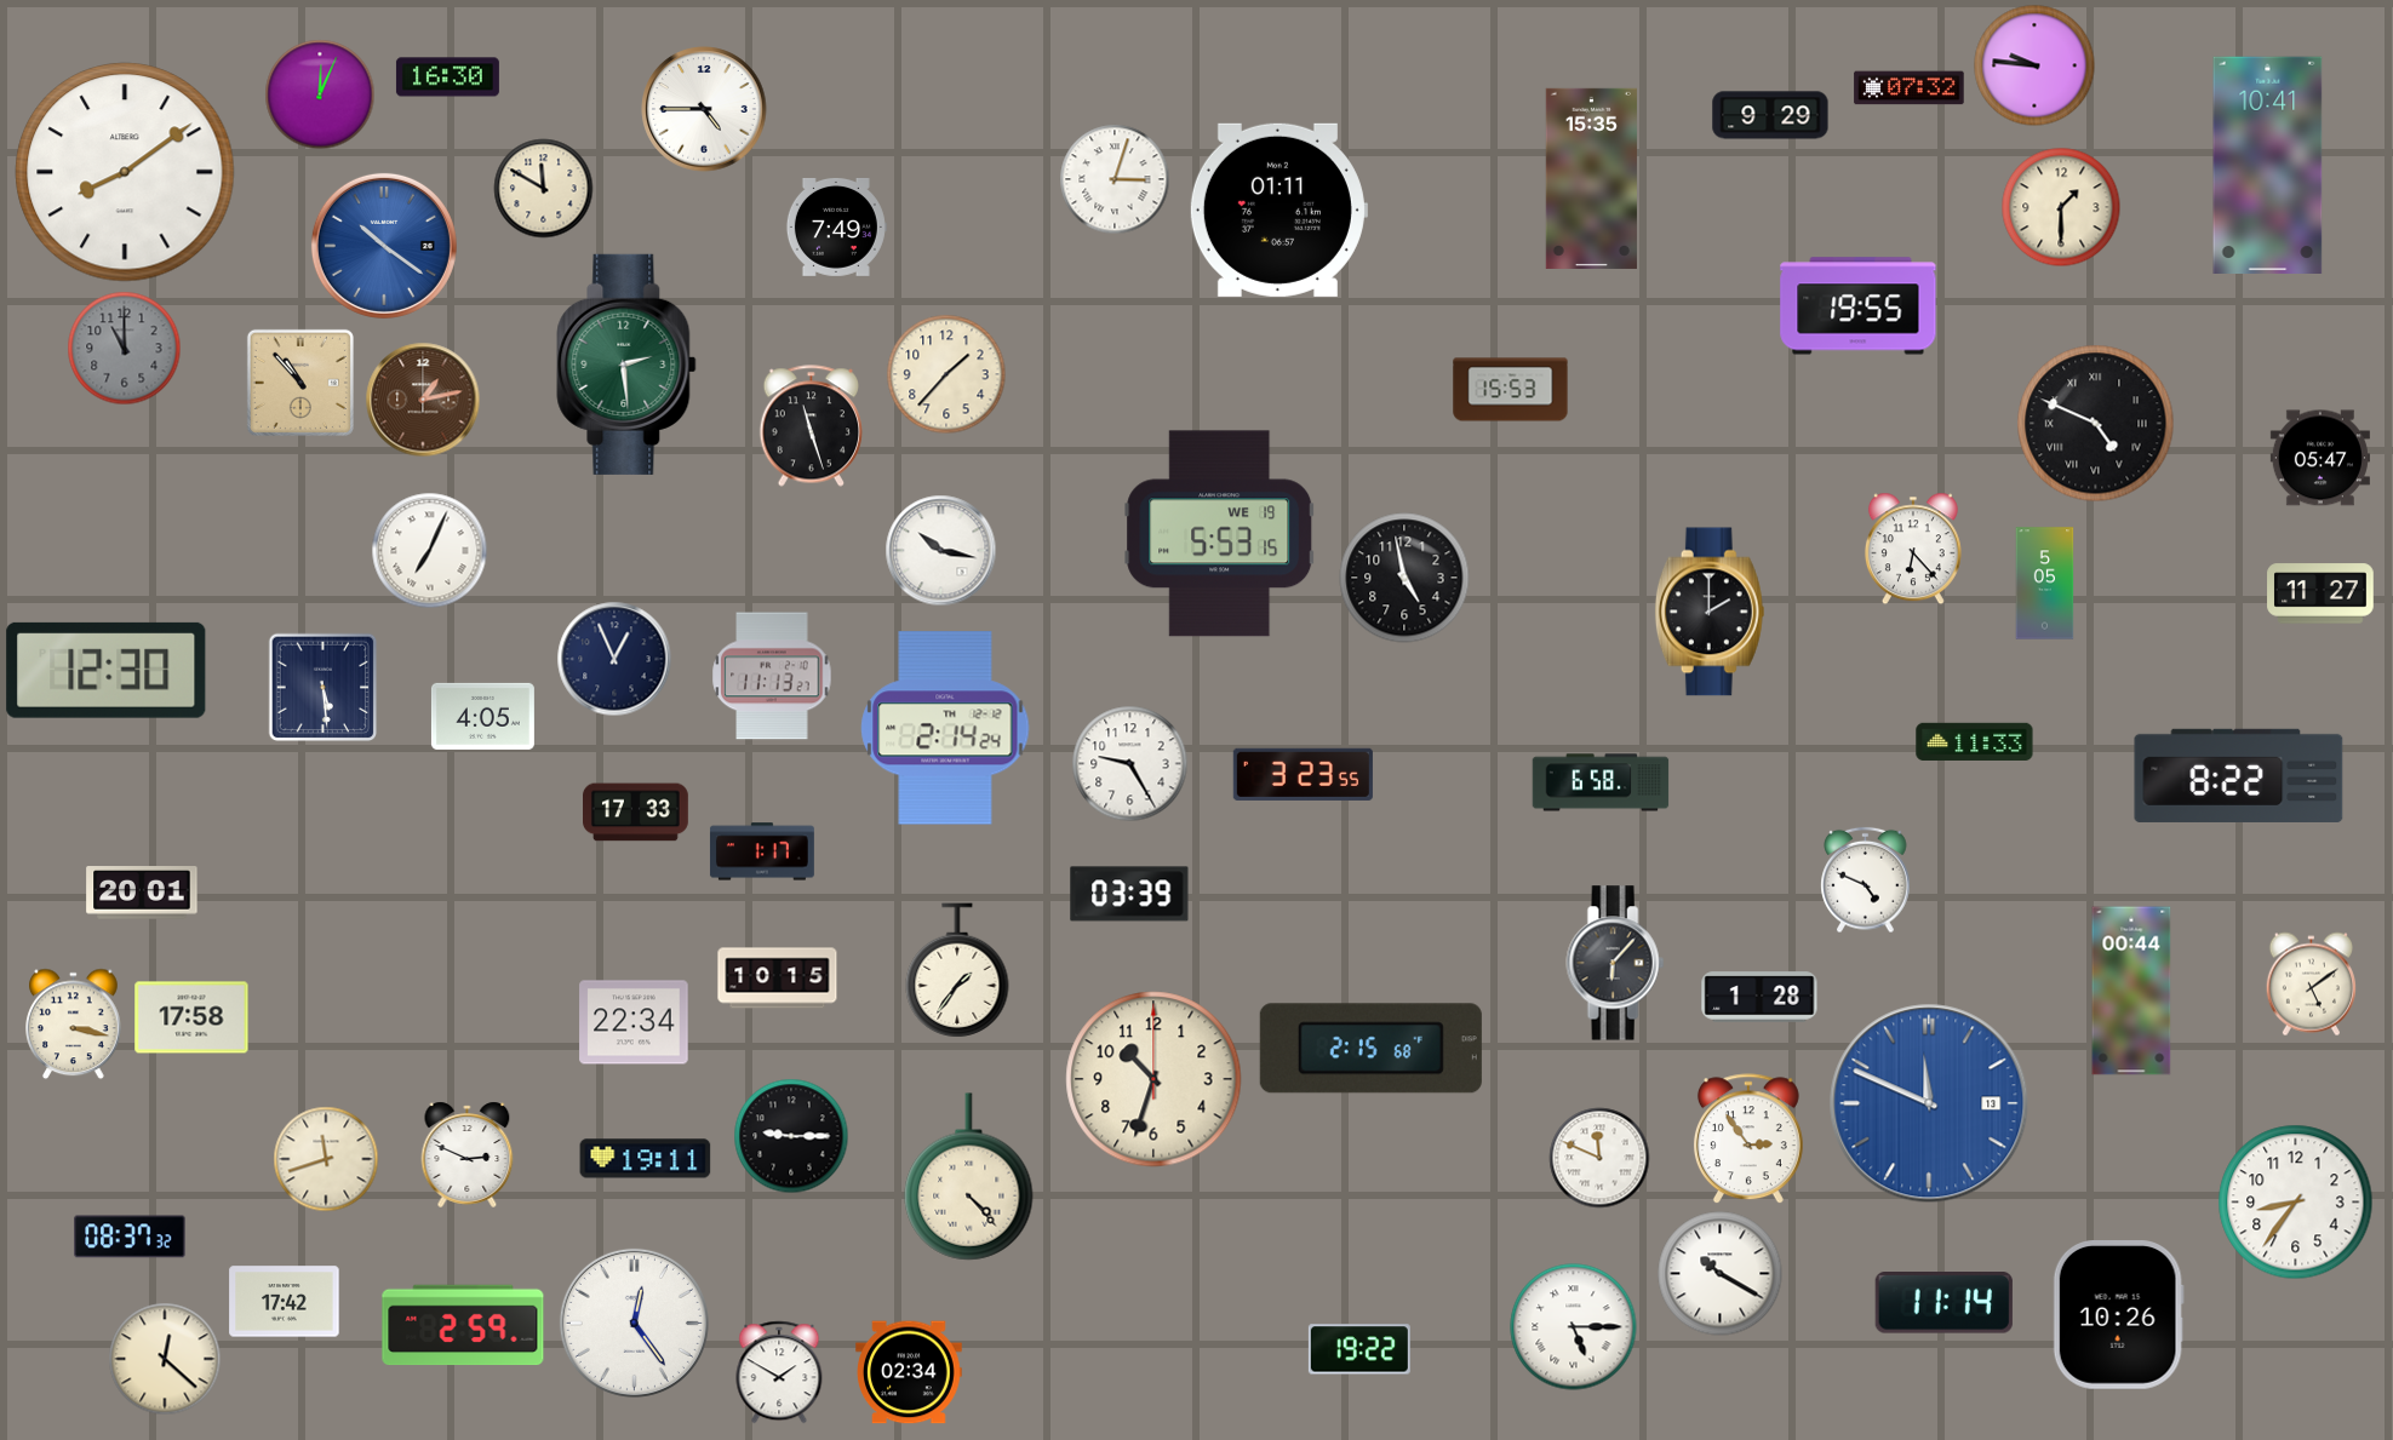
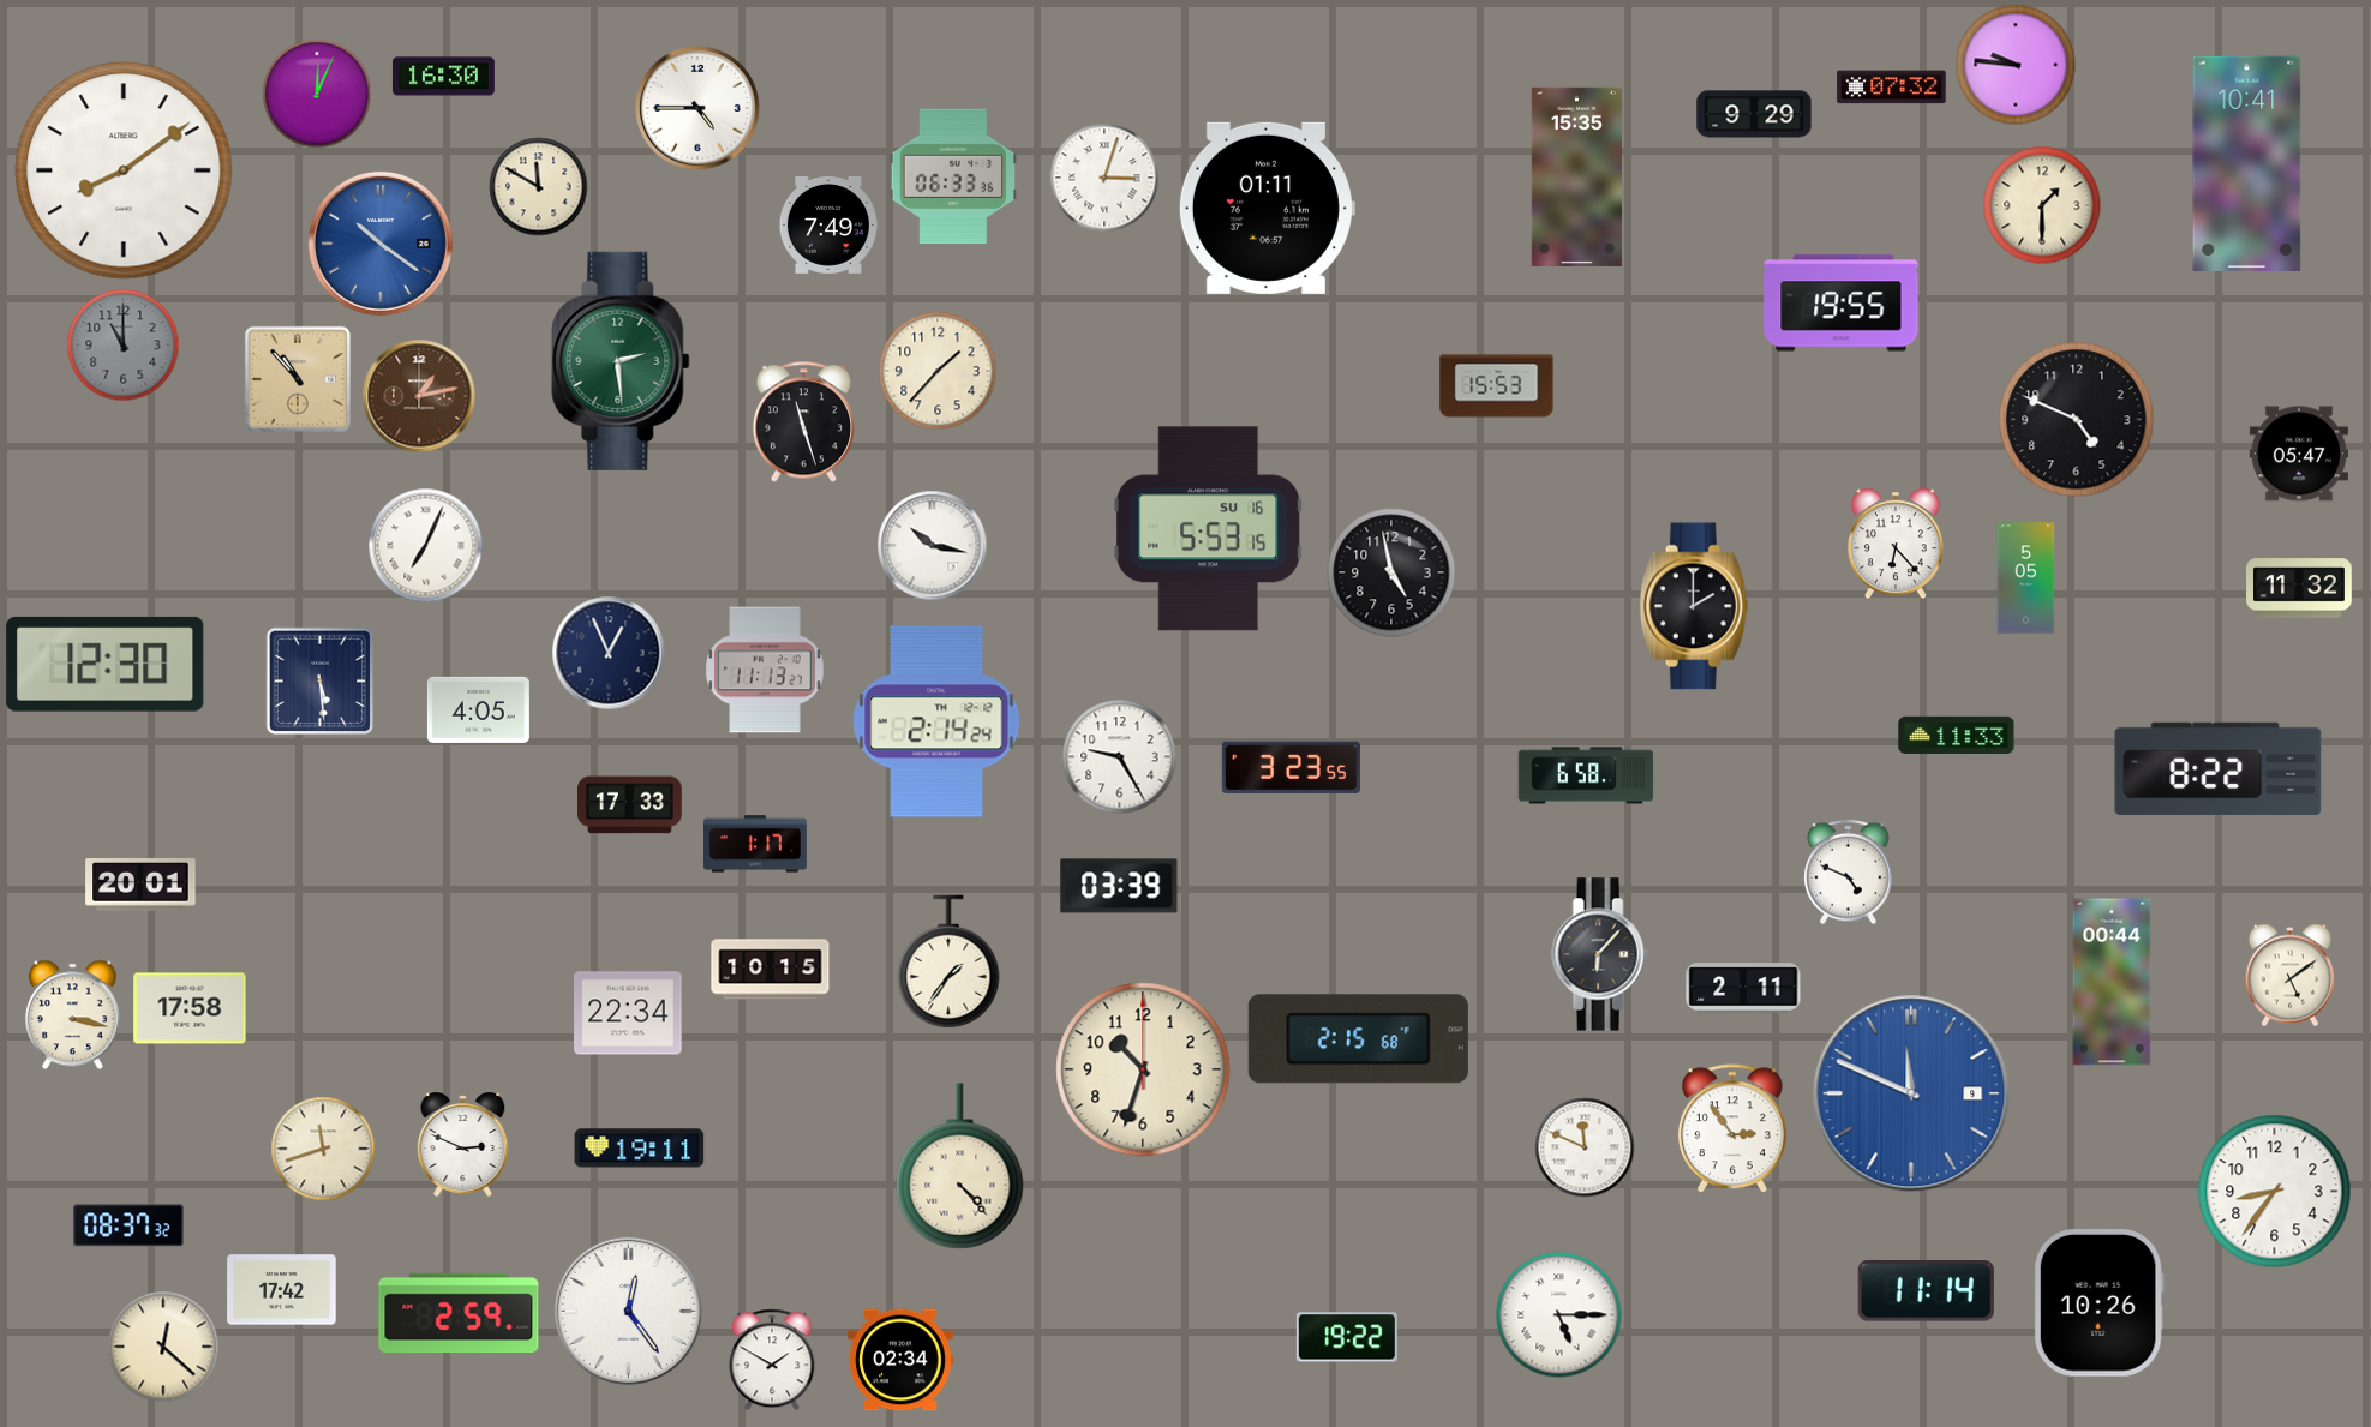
clock at (953, 176): none -> 06:33
clock at (2096, 424) numerals: Roman -> Arabic
clock at (1220, 534) date: WE 19 -> SU 16
clock at (2320, 593): 11:27 -> 11:32
clock at (1759, 997): 1:28 -> 2:11
clock at (1929, 1103) date: 13 -> 9
clock at (791, 1136): 9:15 -> none
clock at (1721, 1274): 10:20 -> none
